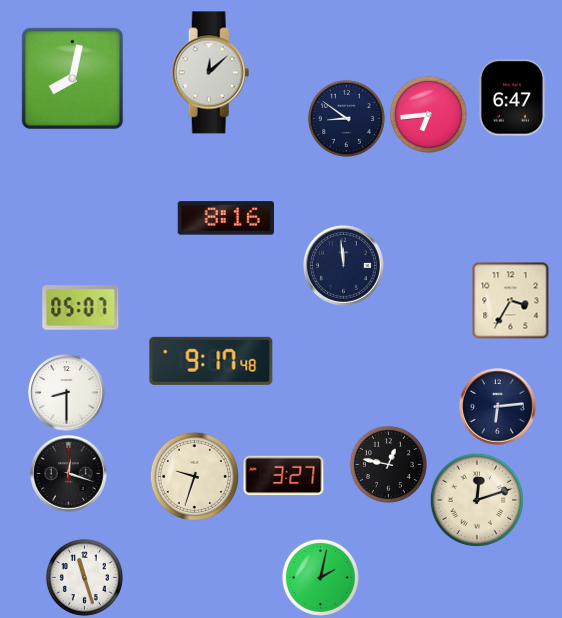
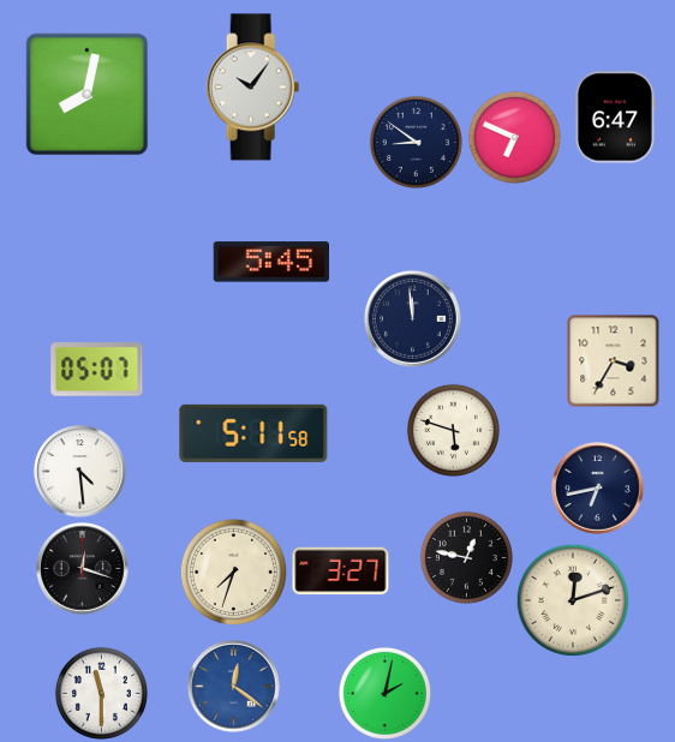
clock at (211, 73): 12:08 -> 10:06
clock at (428, 114): 6:44 -> 6:49
clock at (225, 218): 8:16 -> 5:45
clock at (453, 430): none -> 5:48
clock at (211, 361): 9:17 -> 5:11
clock at (67, 393): 8:30 -> 4:29
clock at (498, 407): 6:14 -> 6:43
clock at (194, 476): 9:33 -> 7:33
clock at (234, 687): none -> 12:21
clock at (84, 577): 11:27 -> 11:30
